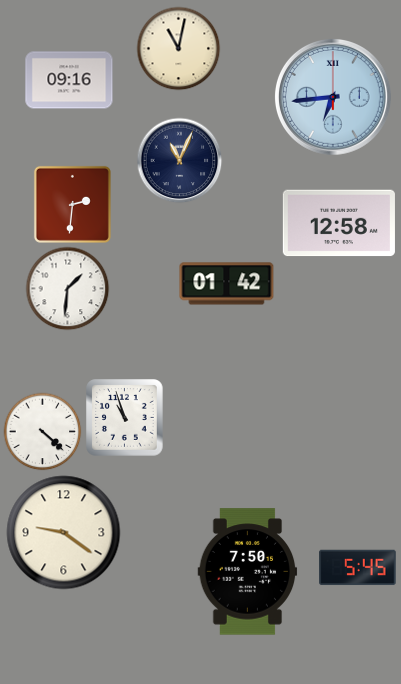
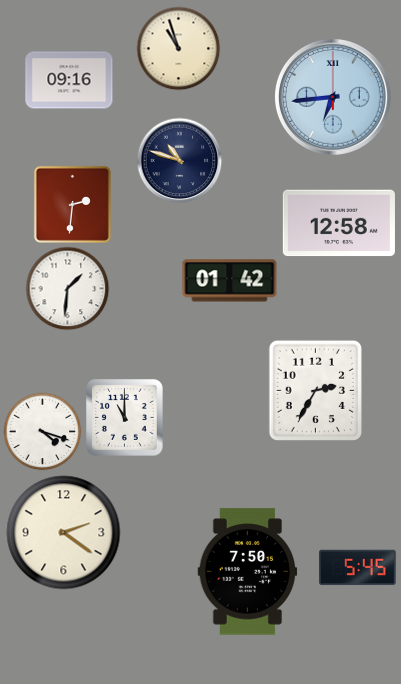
clock at (178, 48): 11:02 -> 10:57
clock at (179, 160): 11:04 -> 10:48
clock at (227, 284) position: (227, 284) -> (230, 281)
clock at (315, 390): none -> 2:35
clock at (125, 418): 10:57 -> 11:00
clock at (42, 431): 4:22 -> 4:18
clock at (64, 533): 9:21 -> 2:21
